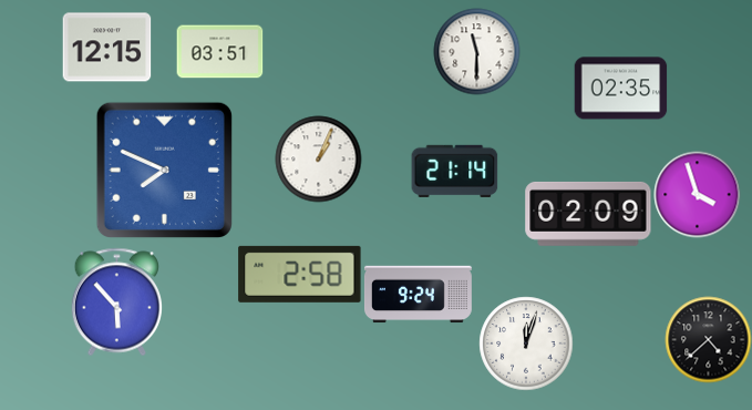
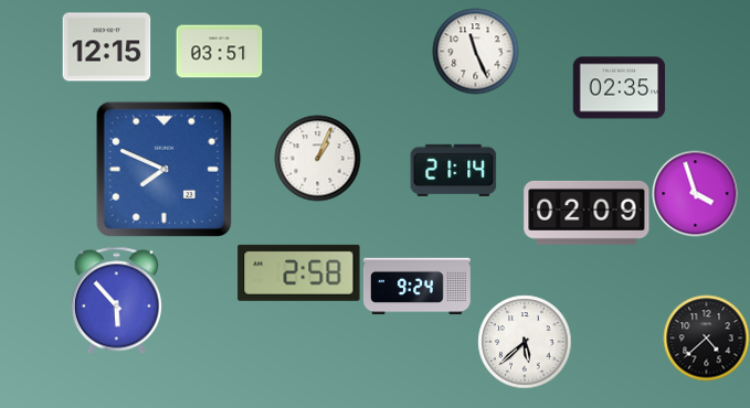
clock at (476, 51): 11:30 -> 11:26
clock at (418, 295) position: (418, 295) -> (416, 287)
clock at (526, 344): 12:03 -> 5:38
